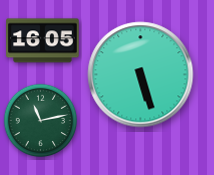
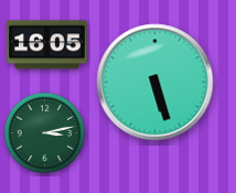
clock at (41, 121): 11:13 -> 3:13
